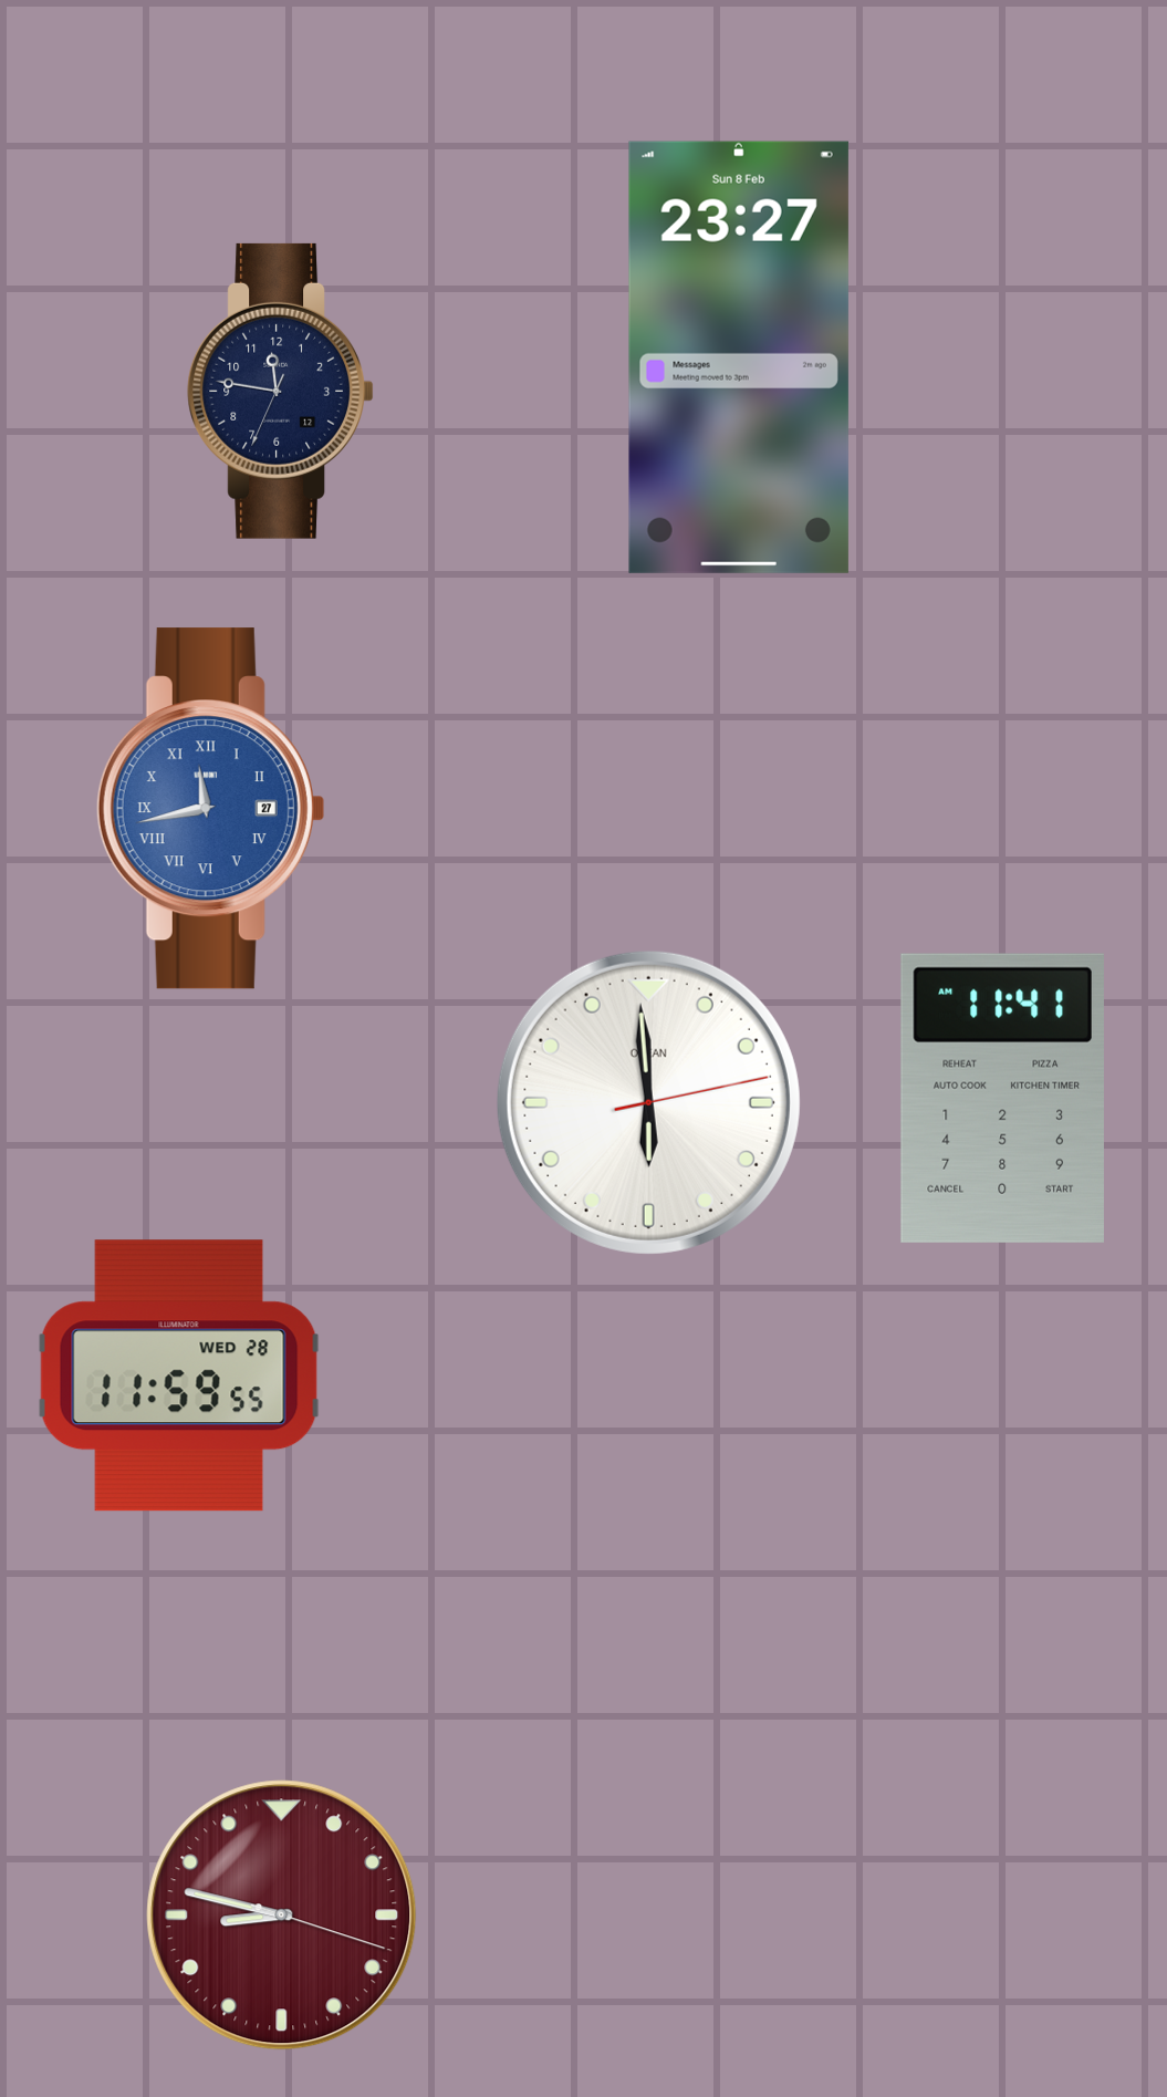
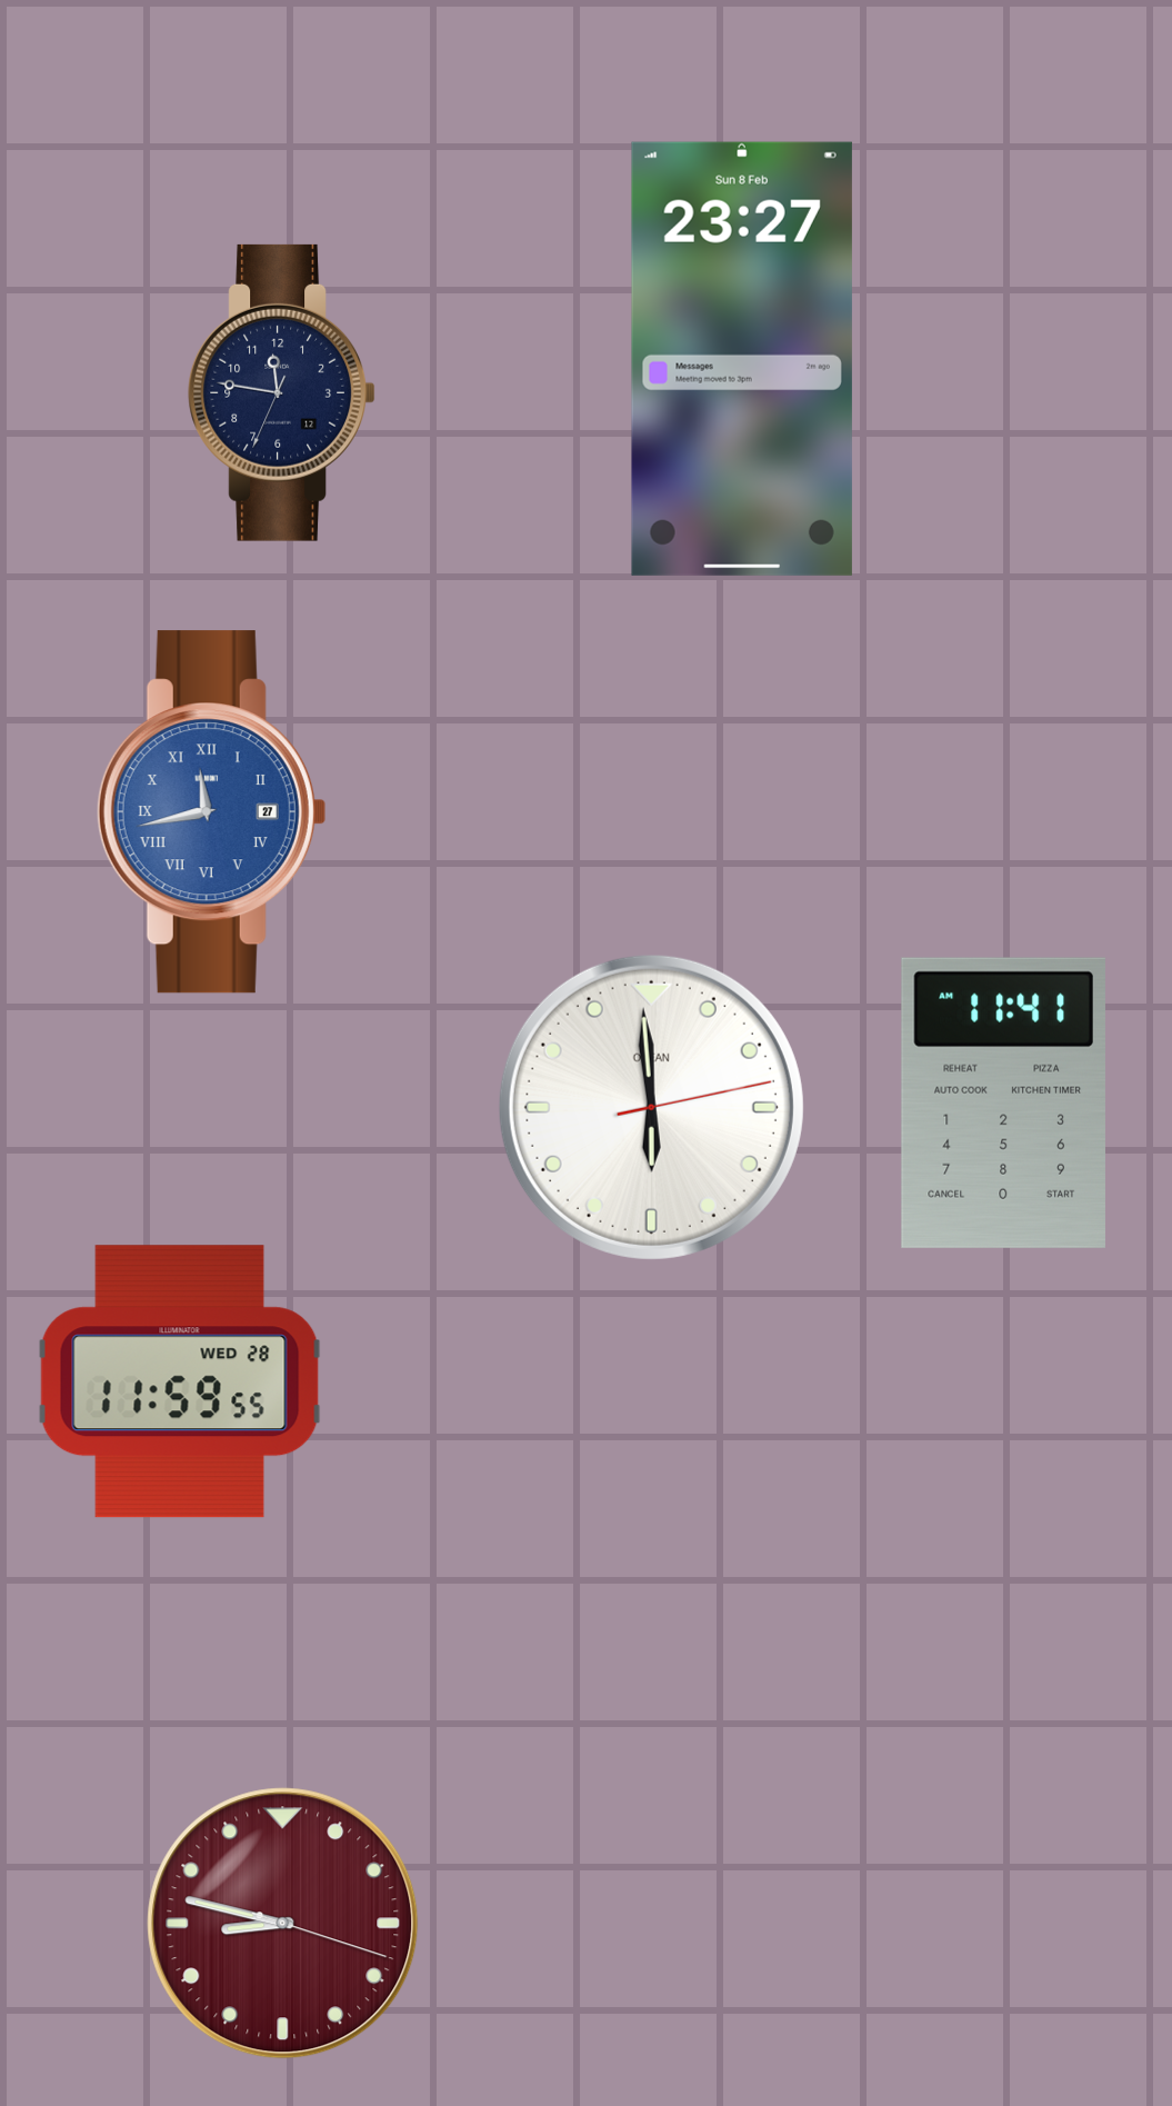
clock at (1002, 1098) position: (1002, 1098) -> (1003, 1102)
